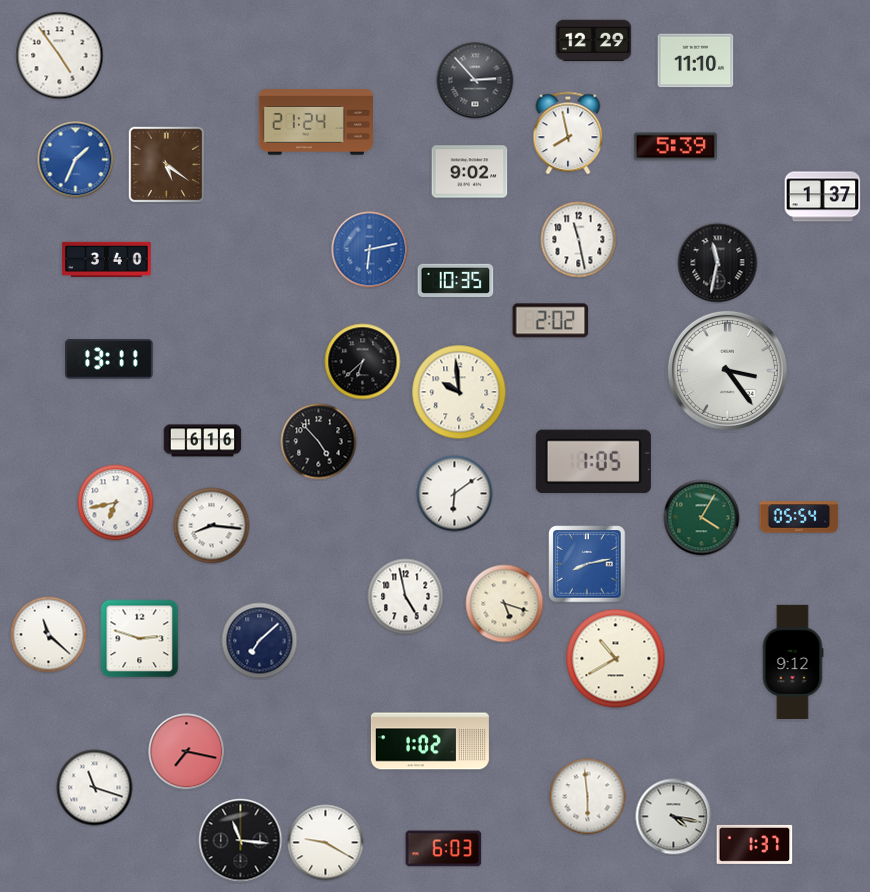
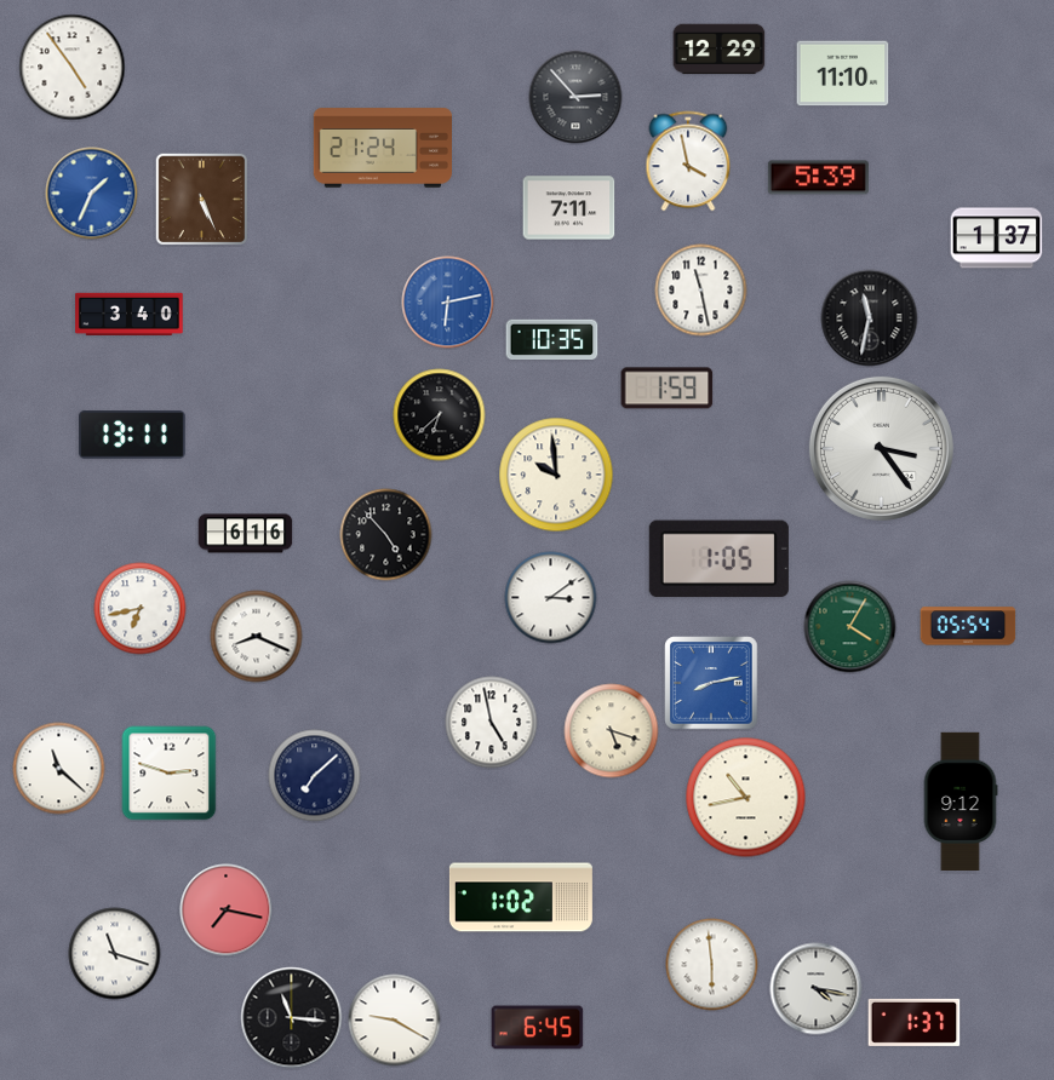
clock at (568, 133): 7:58 -> 3:58
clock at (166, 164): 5:21 -> 5:26
clock at (470, 172): 9:02 -> 7:11
clock at (551, 321): 2:02 -> 1:59
clock at (363, 362) position: (363, 362) -> (440, 415)
clock at (455, 494): 6:09 -> 3:09
clock at (212, 526): 8:16 -> 8:19
clock at (616, 659): 10:40 -> 10:43
clock at (444, 849): 6:03 -> 6:45
